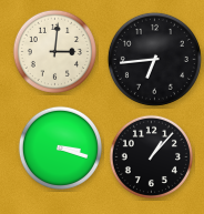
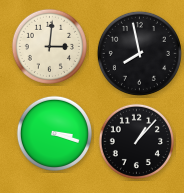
clock at (154, 59): 6:44 -> 7:58
